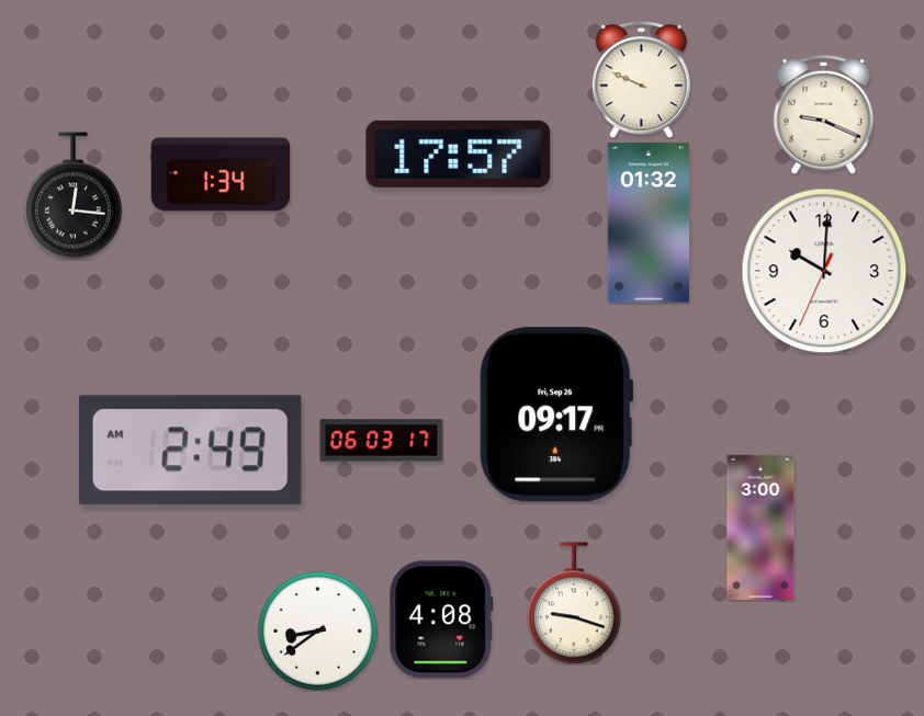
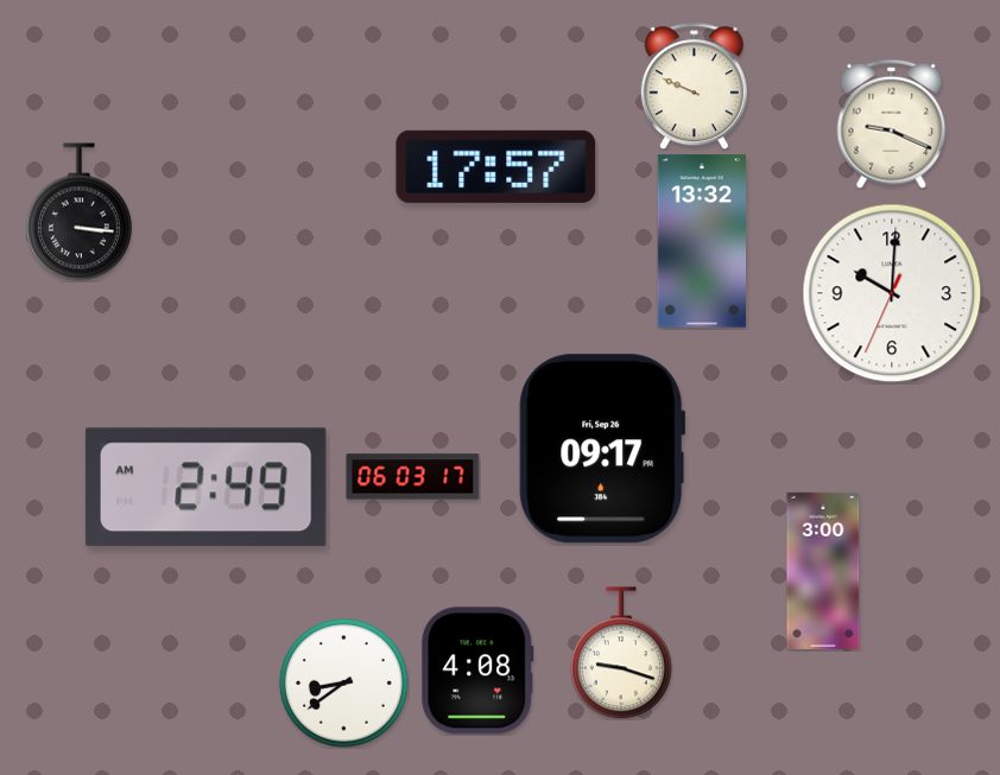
clock at (221, 174): 1:34 -> none
clock at (72, 196): 12:16 -> 3:16
clock at (649, 223): 01:32 -> 13:32
